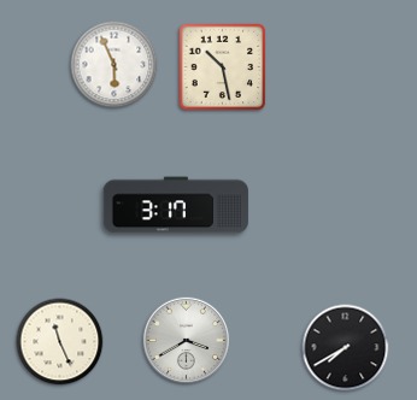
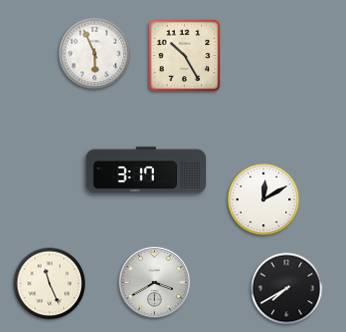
clock at (223, 67): 10:28 -> 10:25
clock at (264, 200): none -> 12:10
